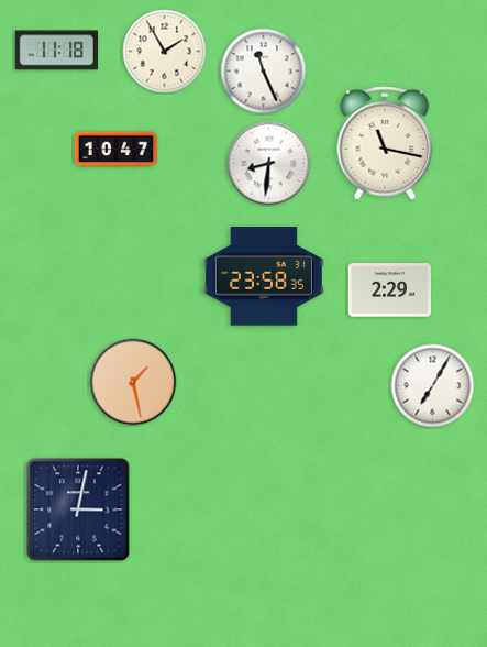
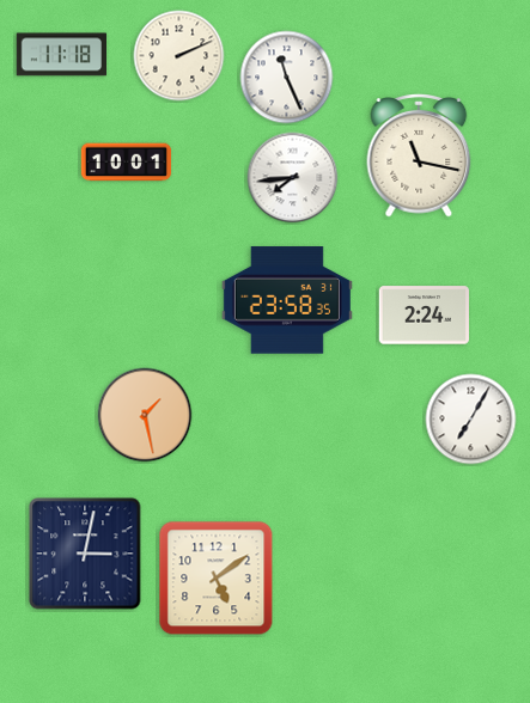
clock at (165, 52): 1:55 -> 2:11
clock at (117, 150): 10:47 -> 10:01
clock at (269, 164): 8:31 -> 7:44
clock at (390, 290): 2:29 -> 2:24
clock at (217, 579): none -> 5:09
